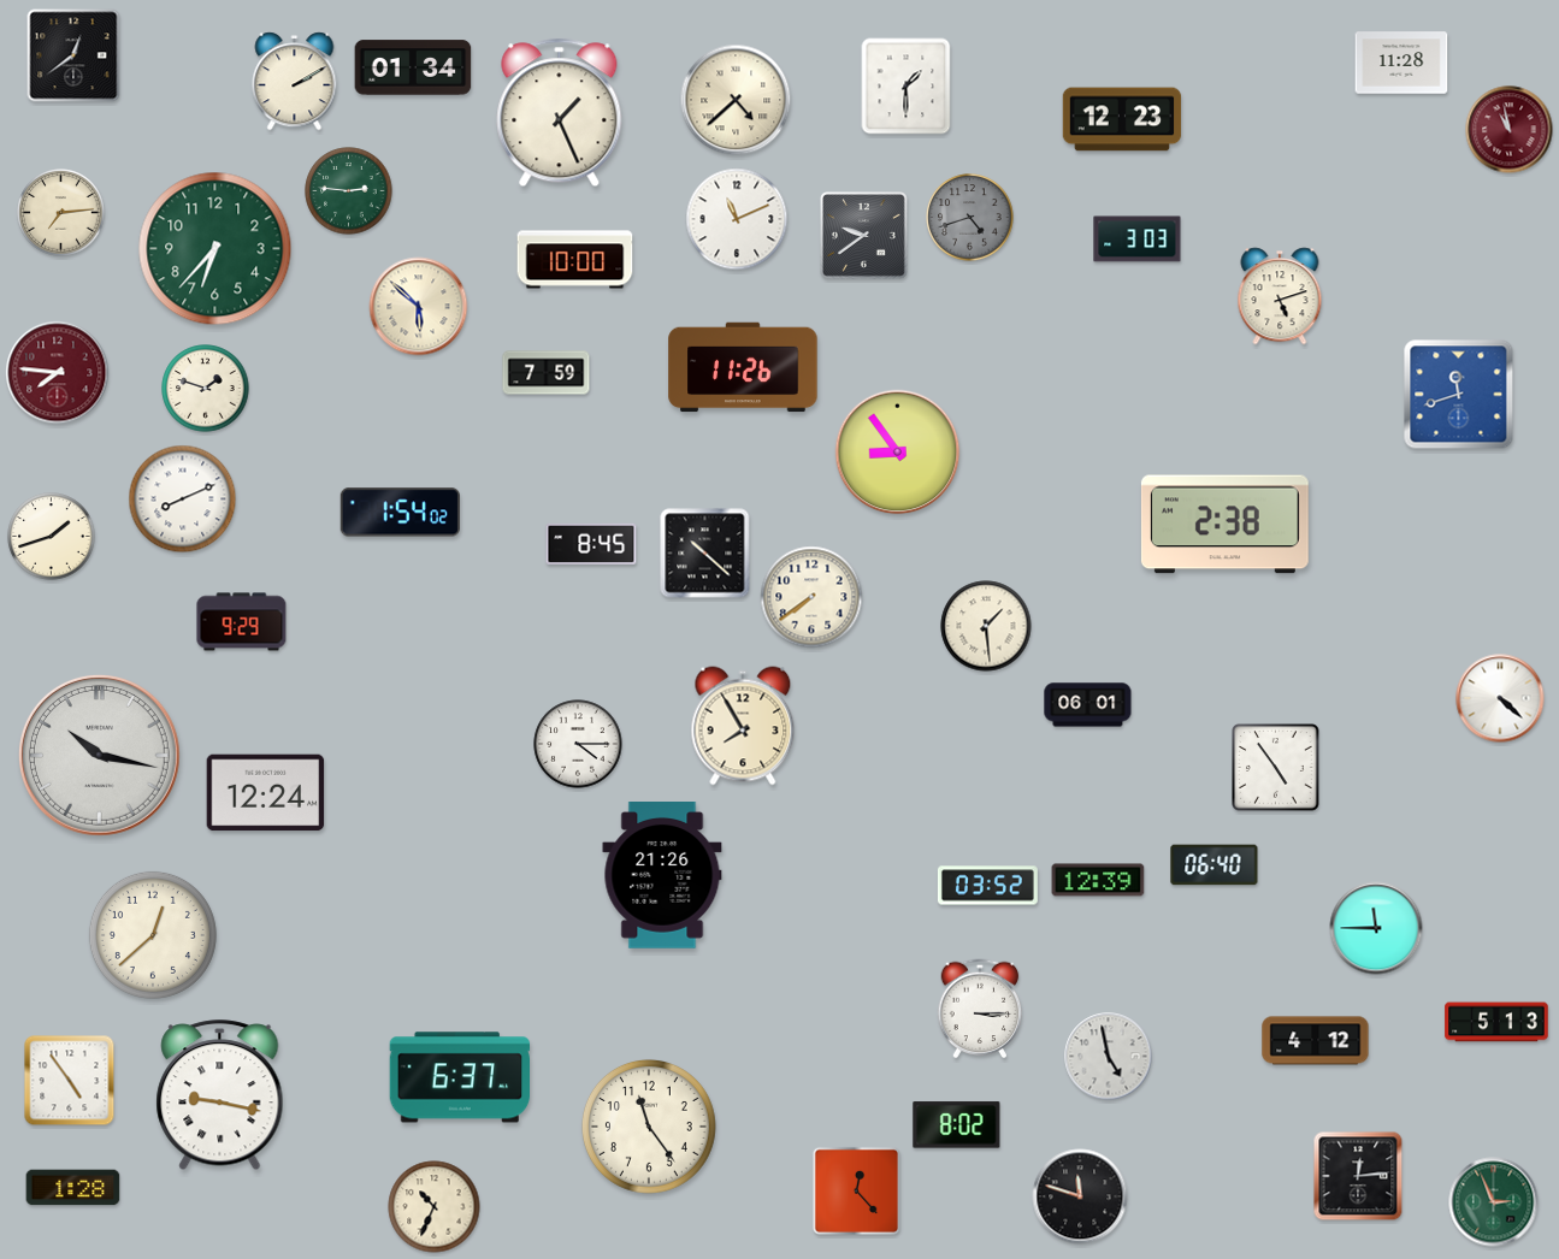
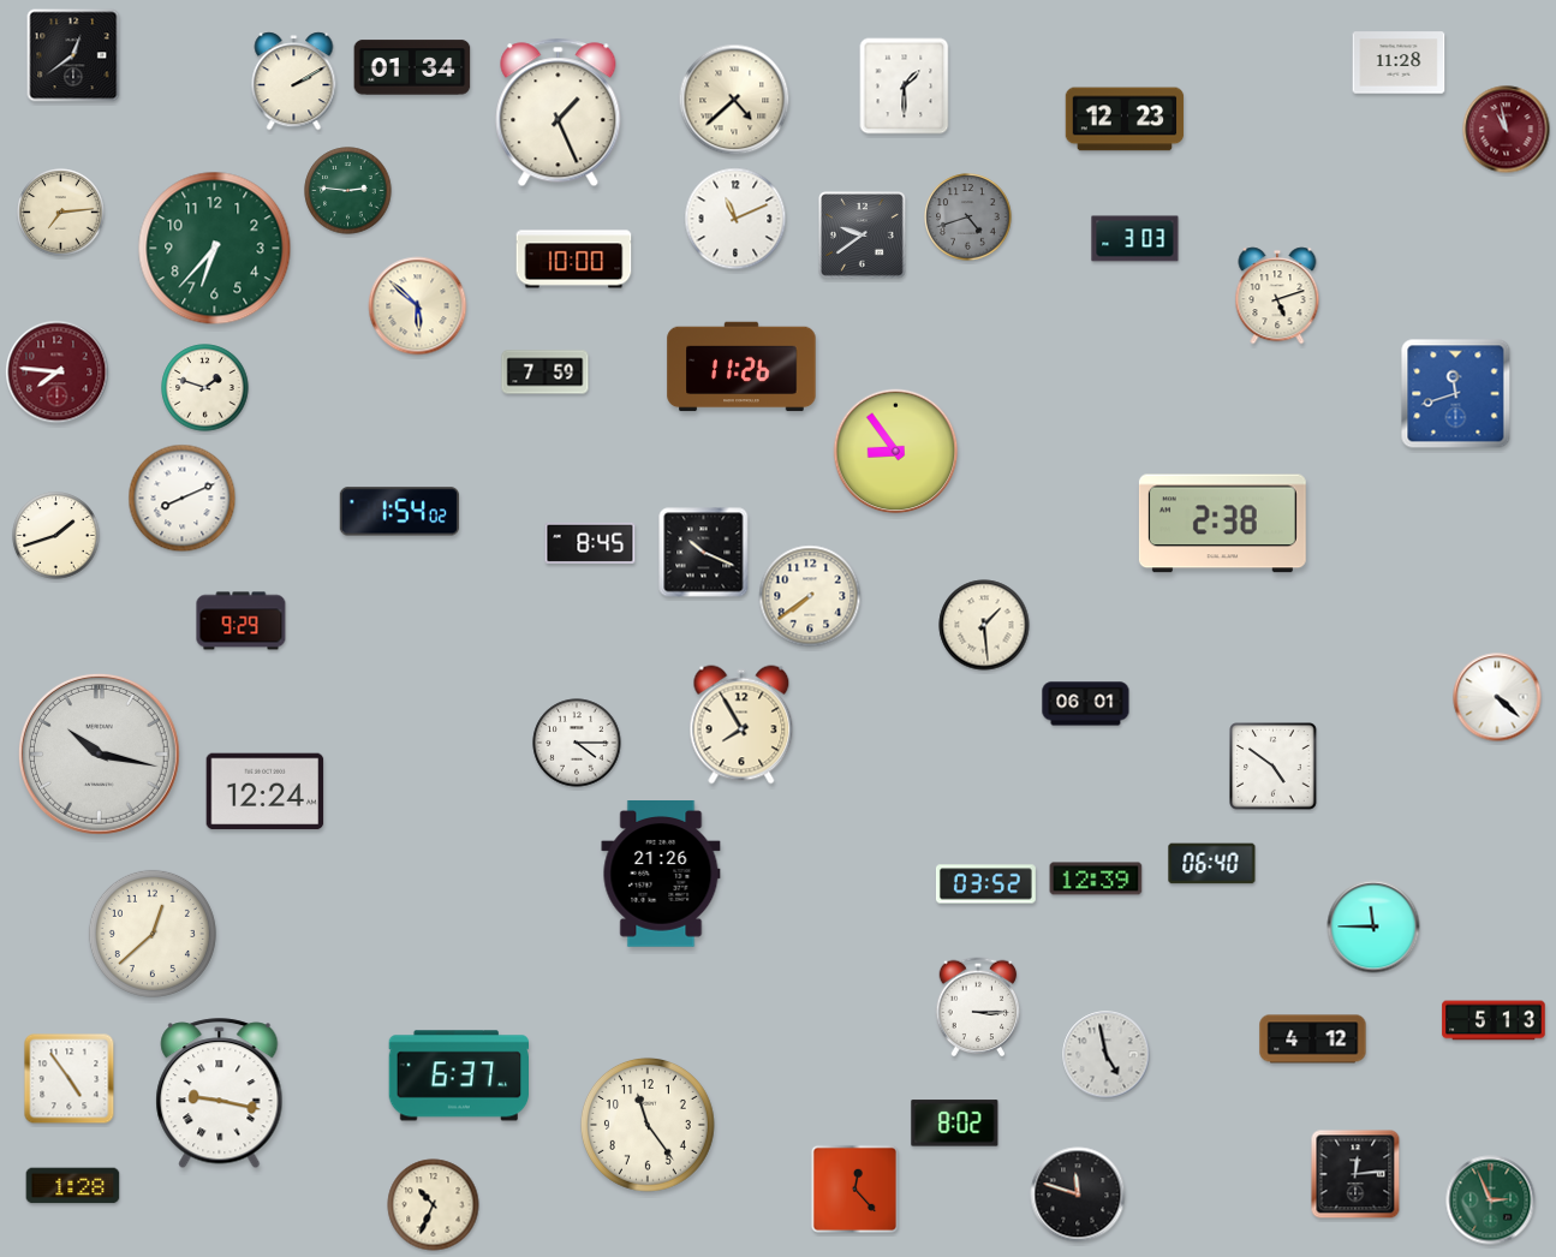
clock at (1122, 119) position: (1122, 119) -> (1125, 119)
clock at (52, 537) position: (52, 537) -> (56, 536)
clock at (705, 554): 10:22 -> 10:19
clock at (1276, 768): 4:54 -> 4:51
